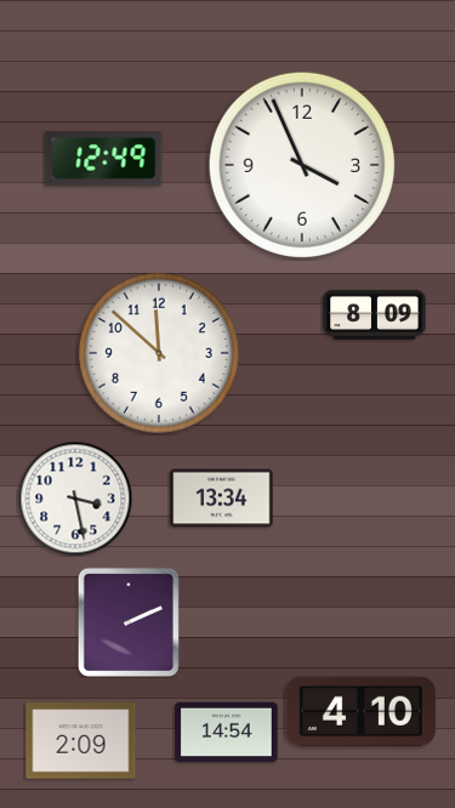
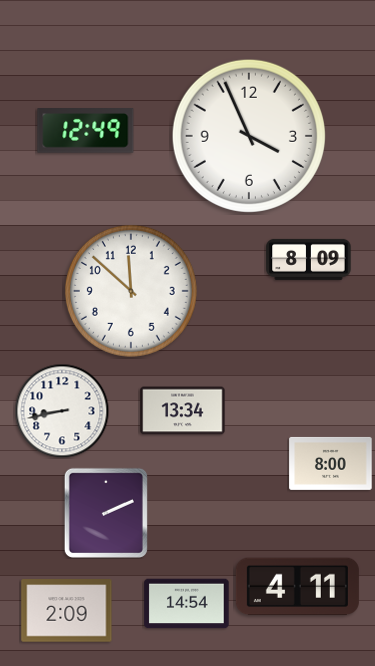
clock at (75, 499): 3:28 -> 8:43
clock at (331, 463): none -> 8:00
clock at (360, 712): 4:10 -> 4:11
